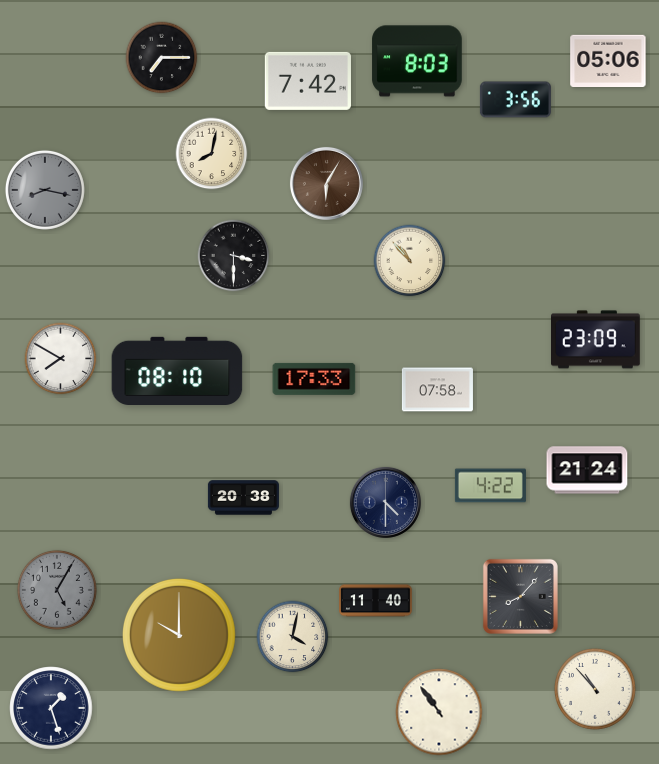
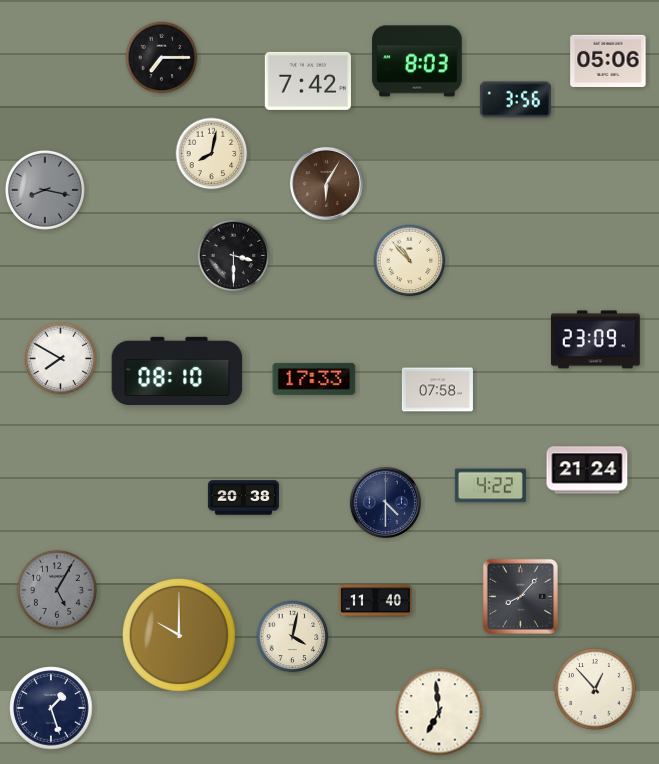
clock at (596, 690): 10:53 -> 12:53
clock at (439, 712): 10:54 -> 6:59
